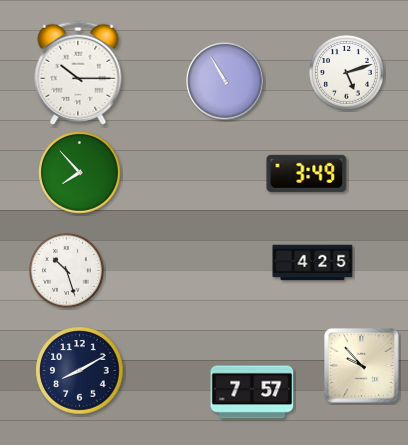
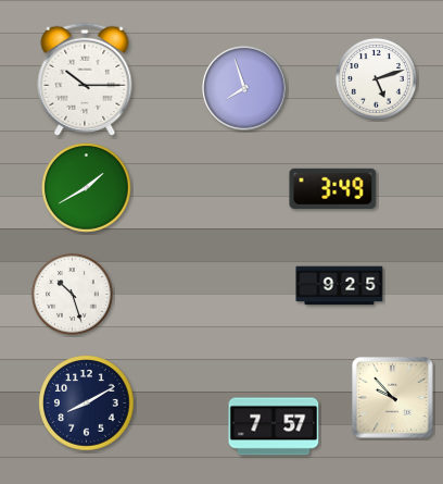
clock at (225, 81): 10:55 -> 7:57
clock at (80, 173): 7:53 -> 1:40
clock at (313, 263): 4:25 -> 9:25
